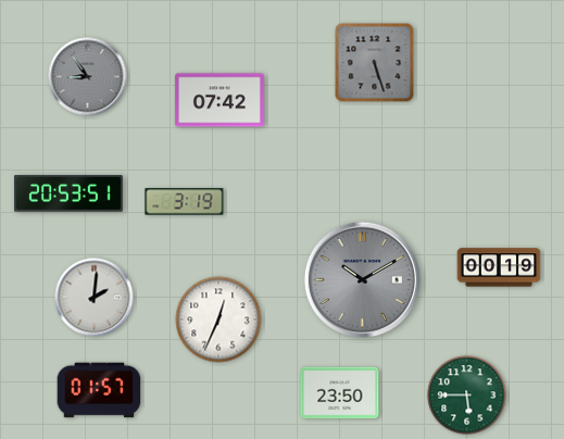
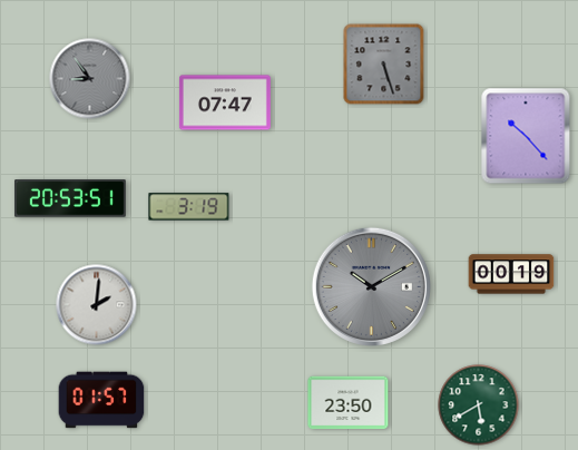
clock at (220, 100): 07:42 -> 07:47
clock at (526, 136): none -> 10:23
clock at (218, 319): 12:34 -> none
clock at (467, 396): 5:45 -> 5:40
